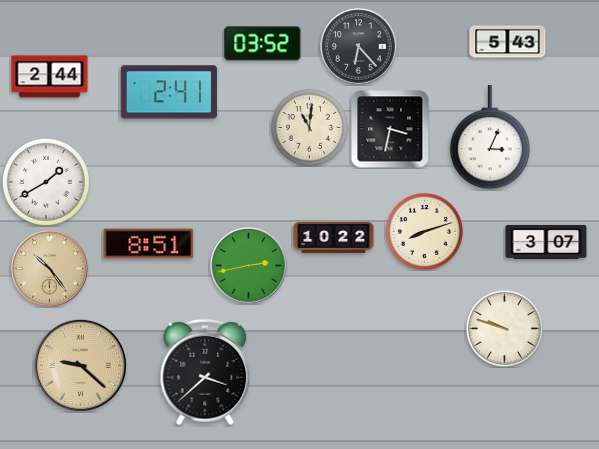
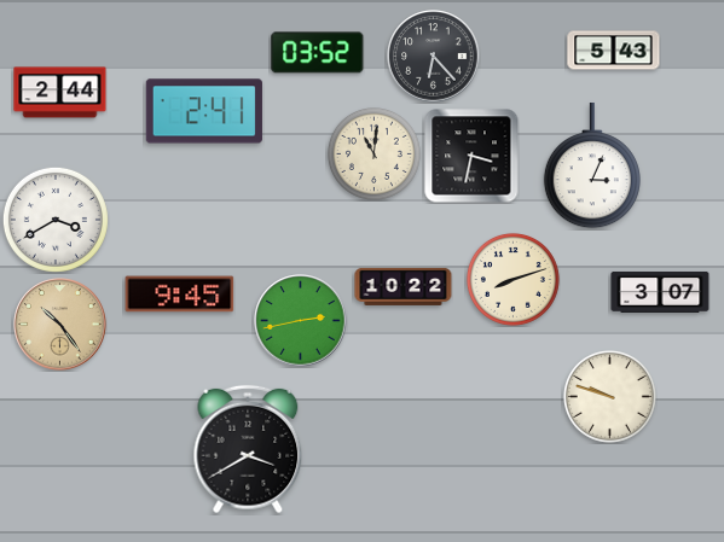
clock at (46, 182): 1:40 -> 3:40
clock at (149, 244): 8:51 -> 9:45
clock at (80, 365): 9:22 -> none
clock at (205, 372): 3:38 -> 3:40
